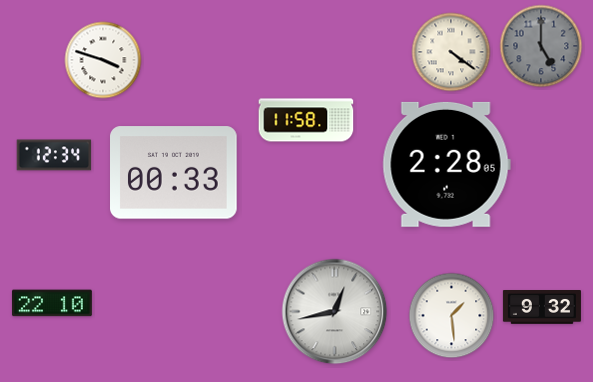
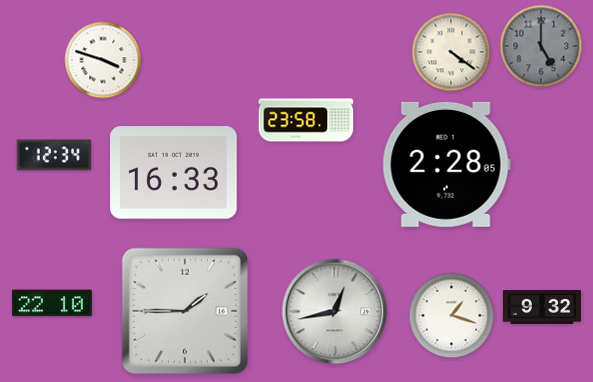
clock at (306, 120): 11:58 -> 23:58
clock at (174, 173): 00:33 -> 16:33
clock at (185, 311): none -> 1:45
clock at (452, 316): 1:29 -> 1:18
